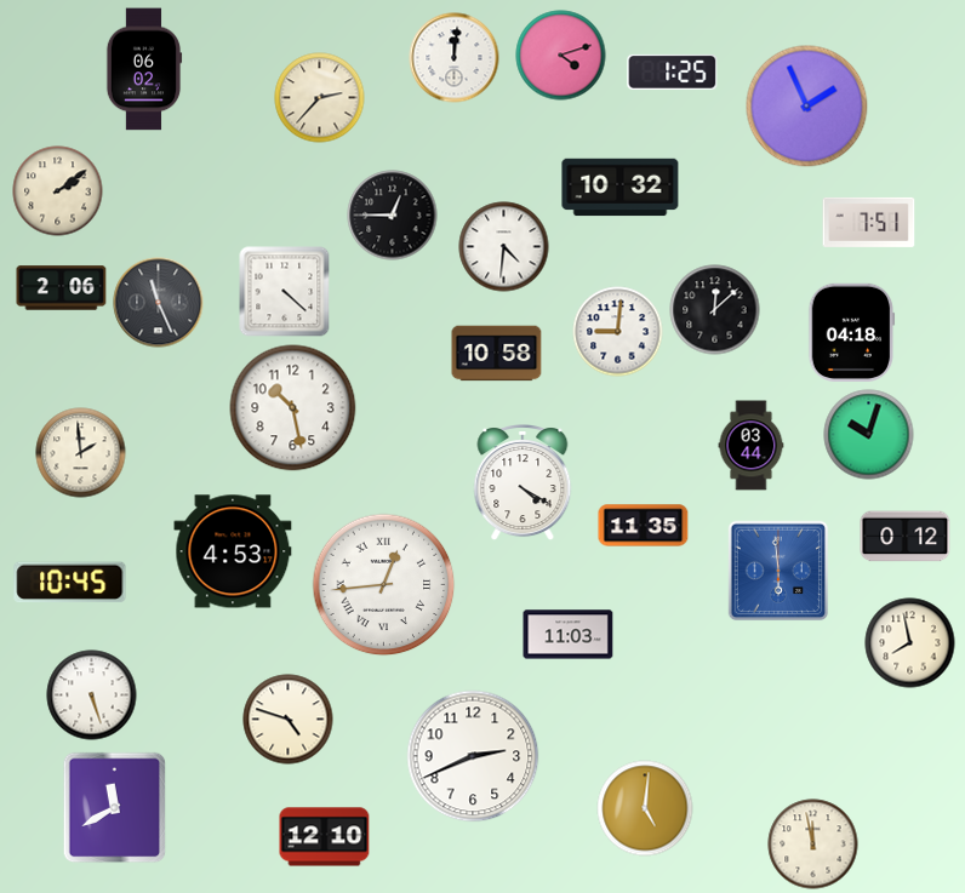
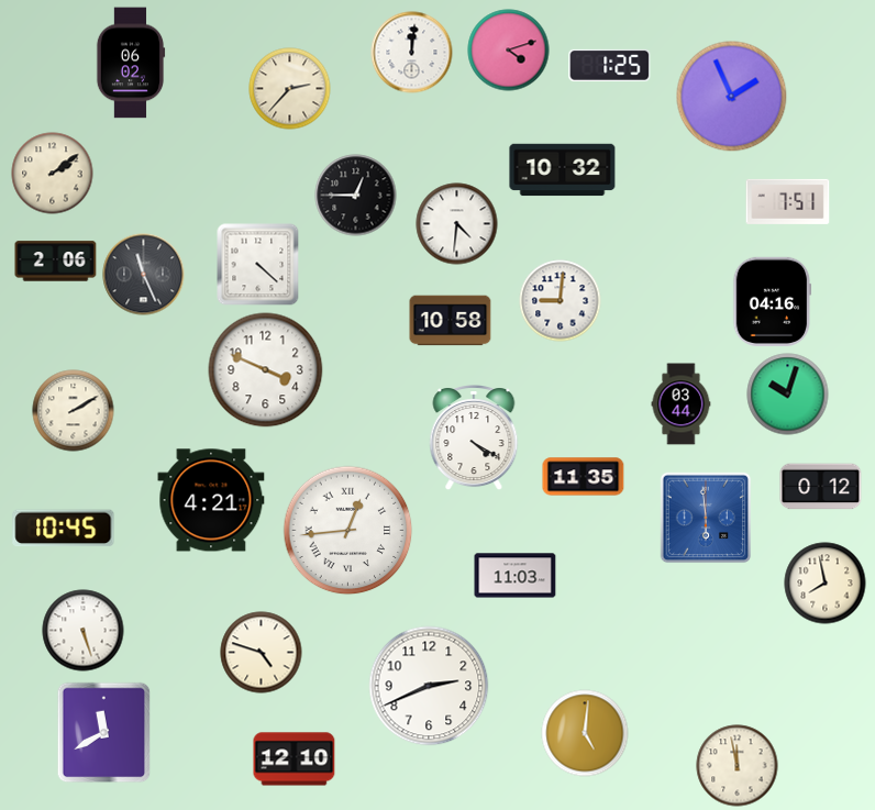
clock at (715, 310): 12:08 -> none
clock at (852, 332): 04:18 -> 04:16
clock at (293, 408): 10:28 -> 3:49
clock at (81, 453): 1:59 -> 2:10
clock at (233, 551): 4:53 -> 4:21
